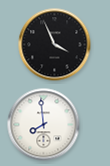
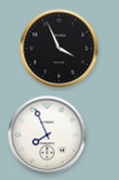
clock at (44, 125): 7:59 -> 7:56
